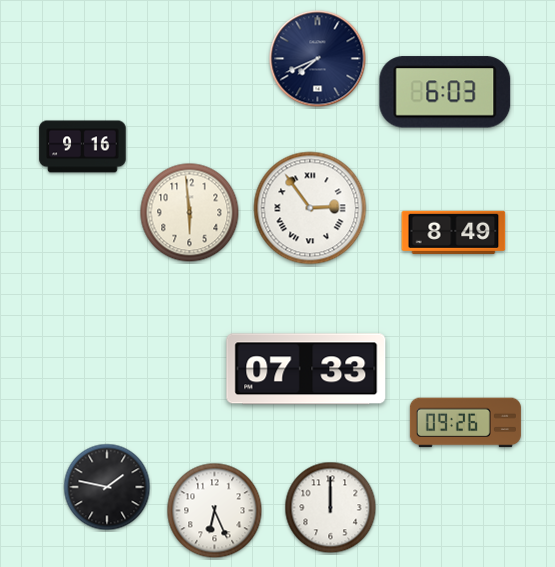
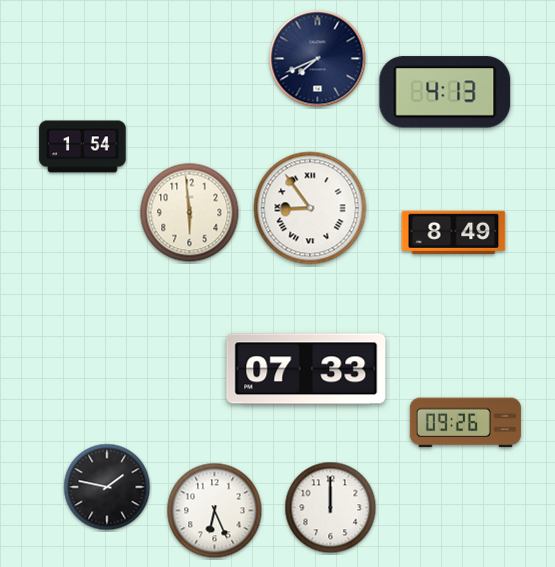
clock at (445, 92): 6:03 -> 4:13
clock at (83, 147): 9:16 -> 1:54
clock at (310, 208): 2:54 -> 8:54
